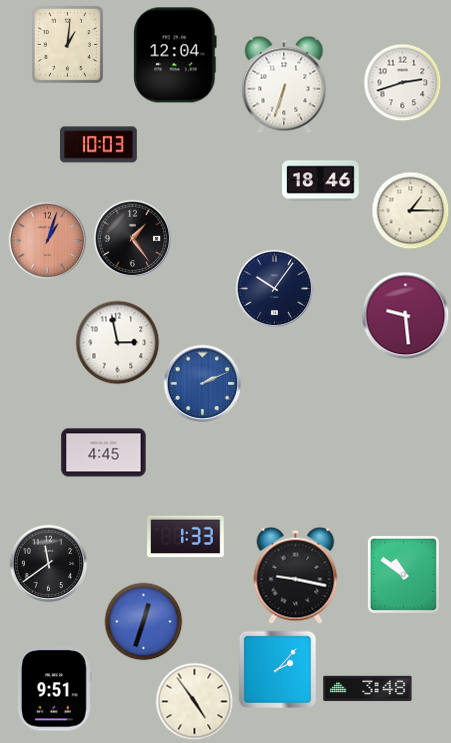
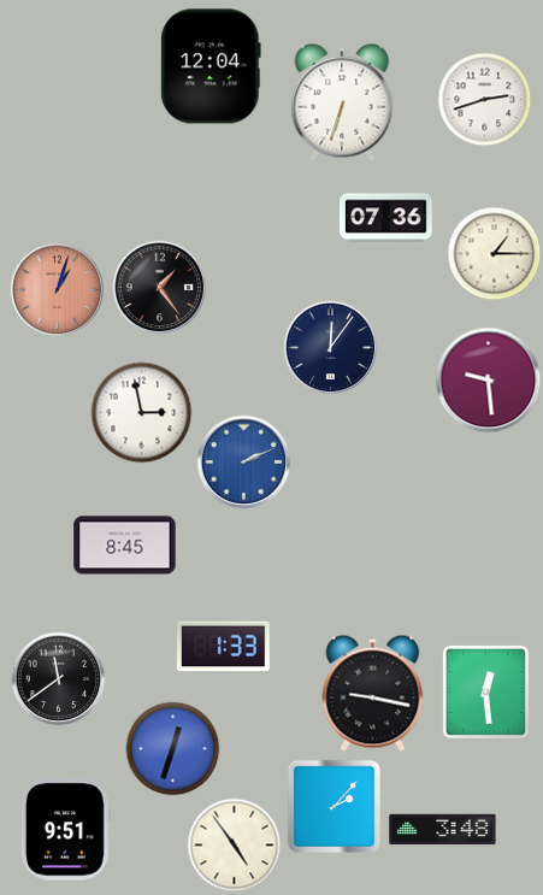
clock at (67, 44): 1:01 -> none
clock at (99, 145): 10:03 -> none
clock at (321, 181): 18:46 -> 07:36
clock at (274, 288): 10:06 -> 12:06
clock at (104, 453): 4:45 -> 8:45
clock at (403, 574): 10:51 -> 12:29
clock at (296, 575) position: (296, 575) -> (373, 693)
